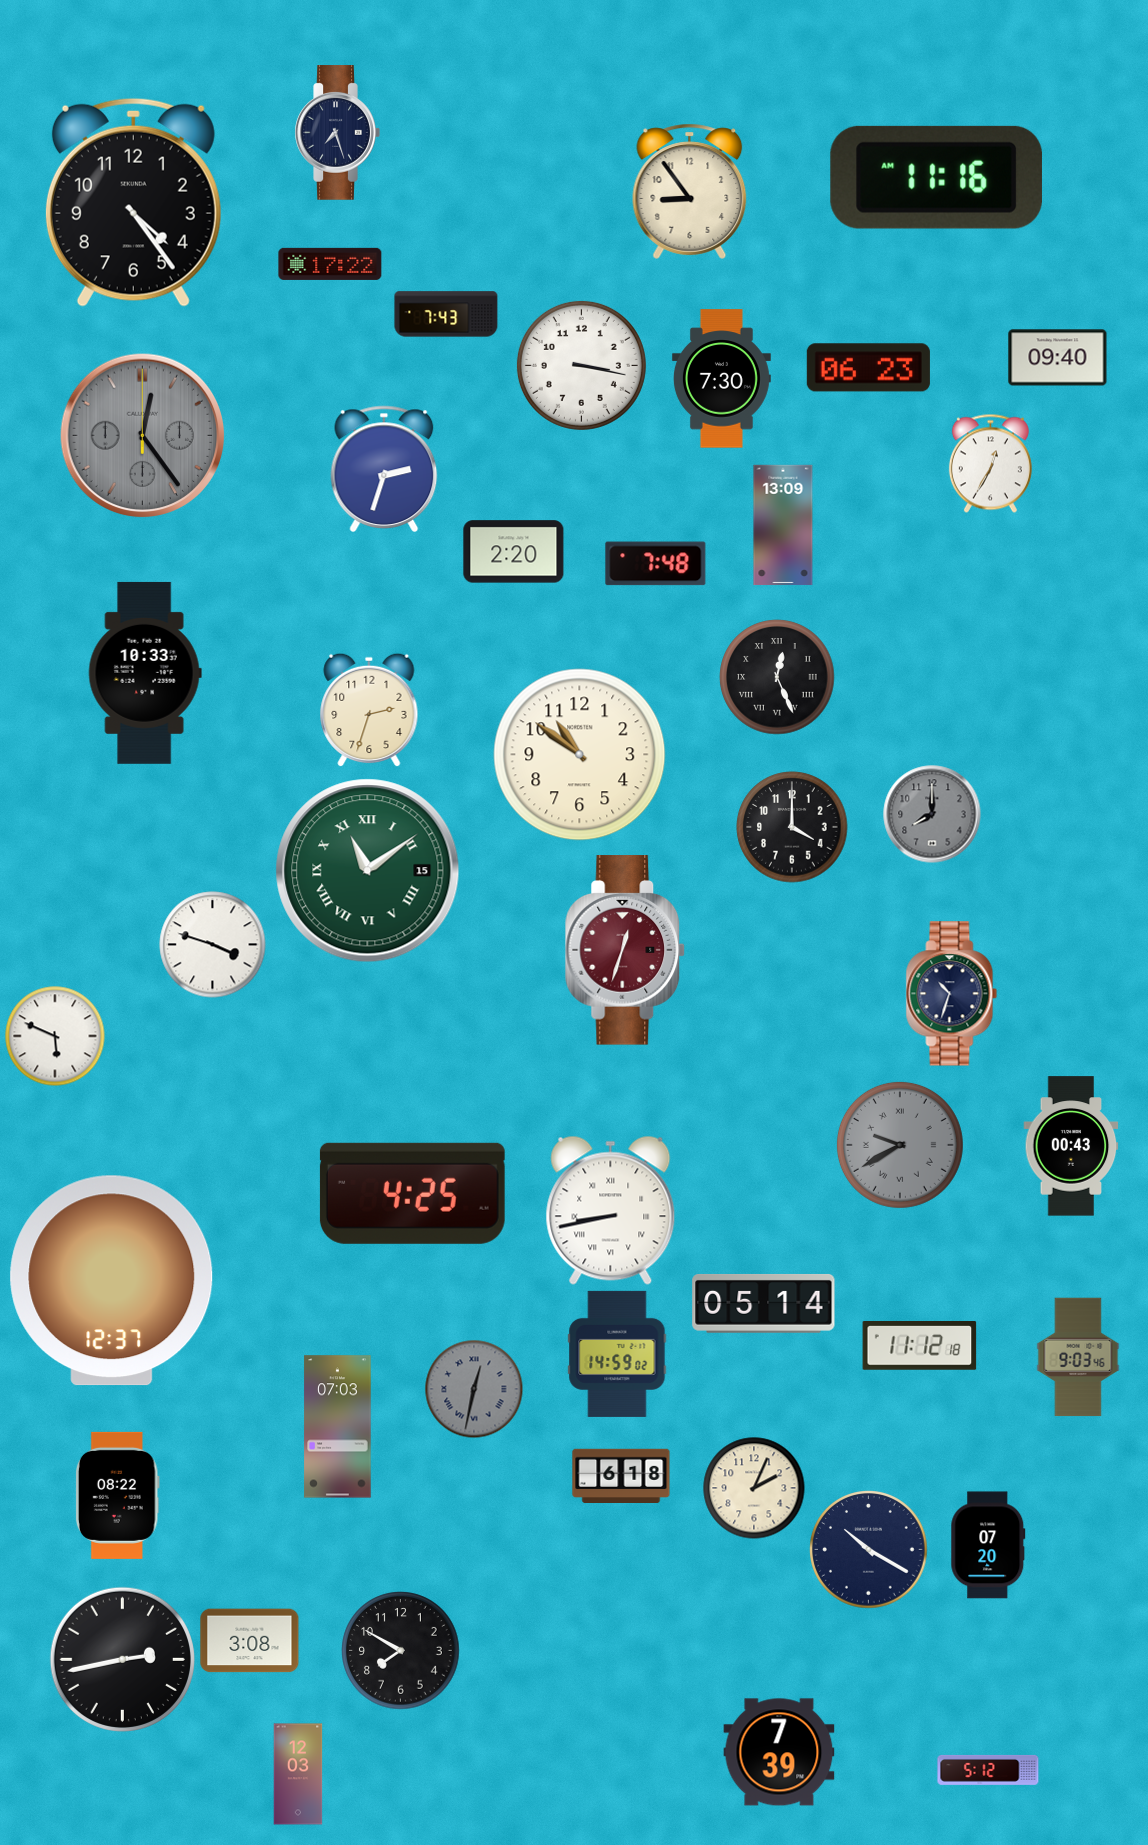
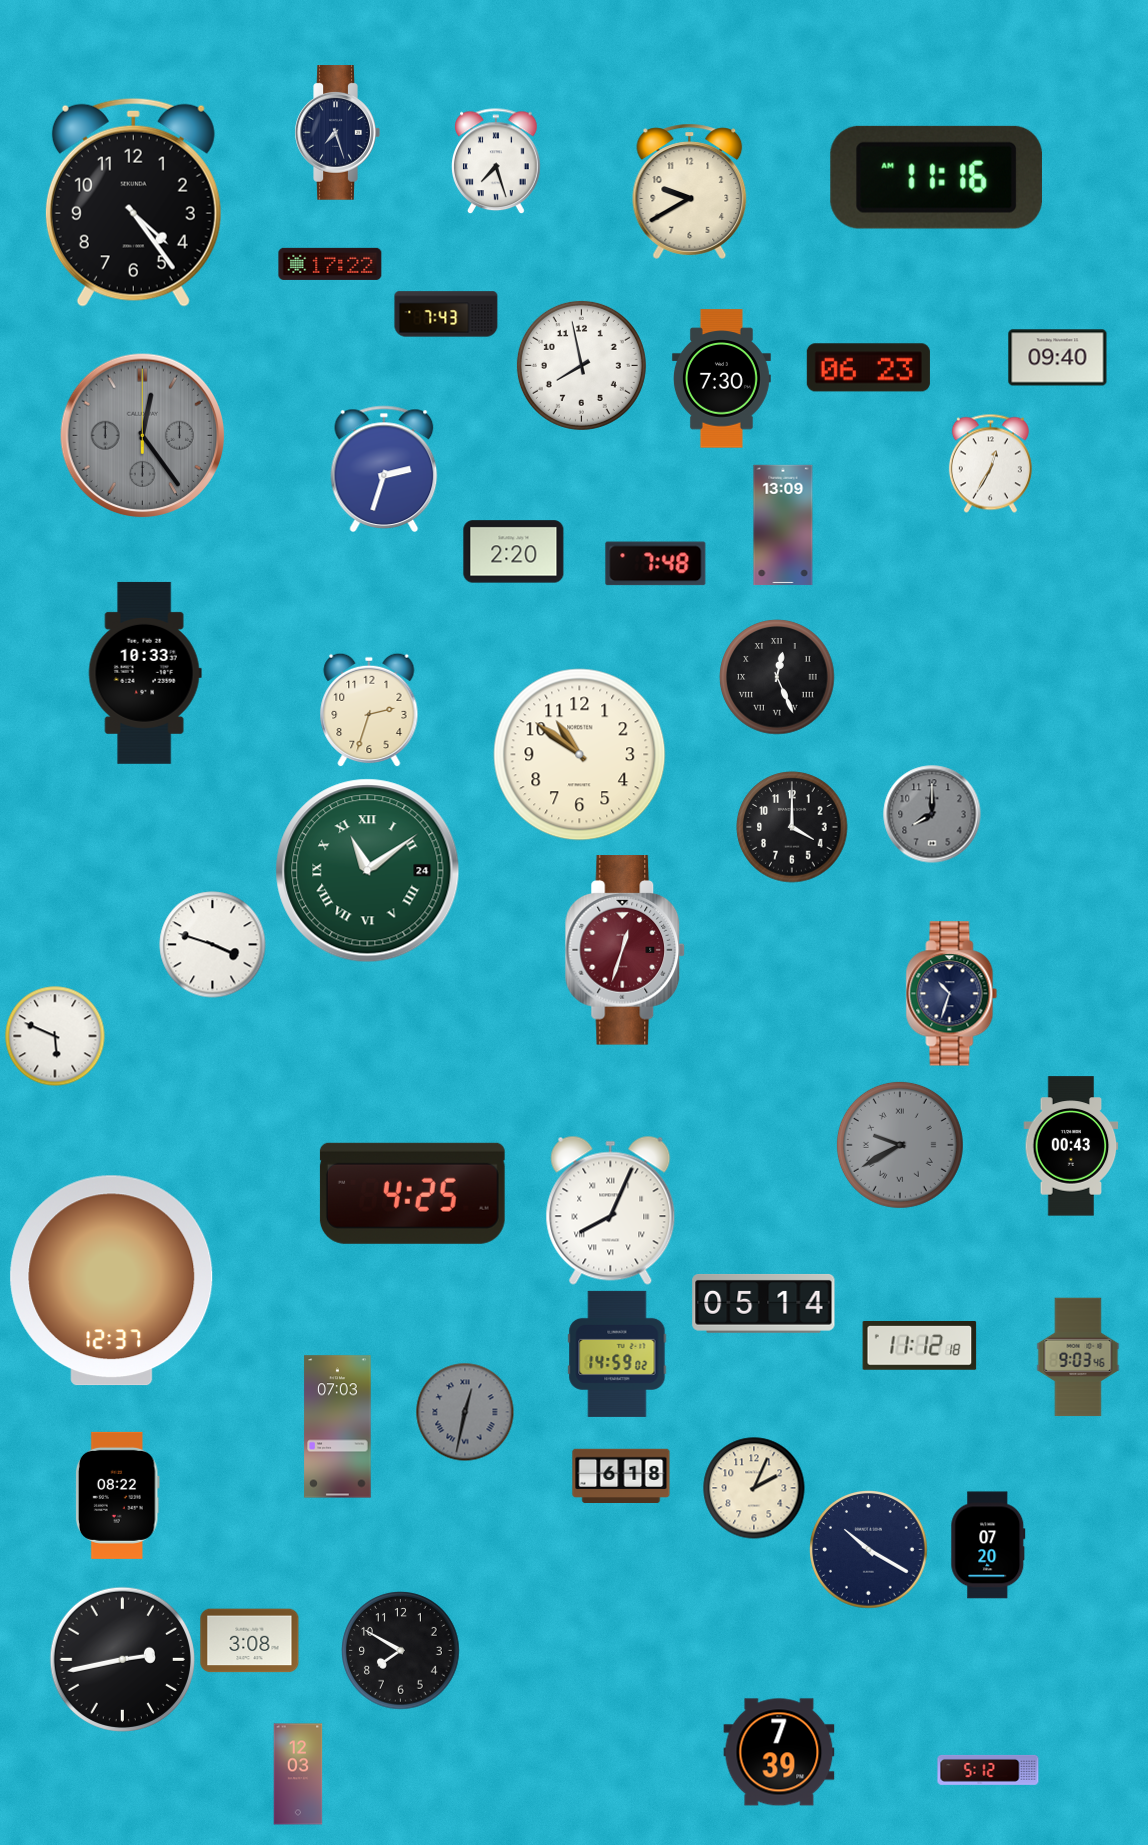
clock at (496, 161): none -> 7:27
clock at (690, 191): 8:54 -> 9:40
clock at (581, 365): 3:17 -> 7:58
clock at (368, 871) date: 15 -> 24
clock at (611, 1210): 8:43 -> 8:04
clock at (474, 1389) position: (474, 1389) -> (465, 1412)
